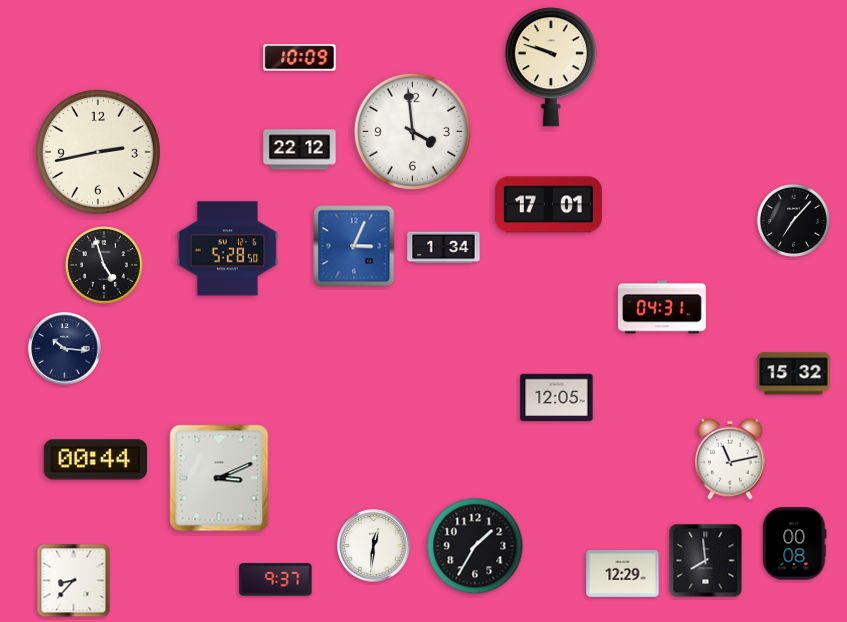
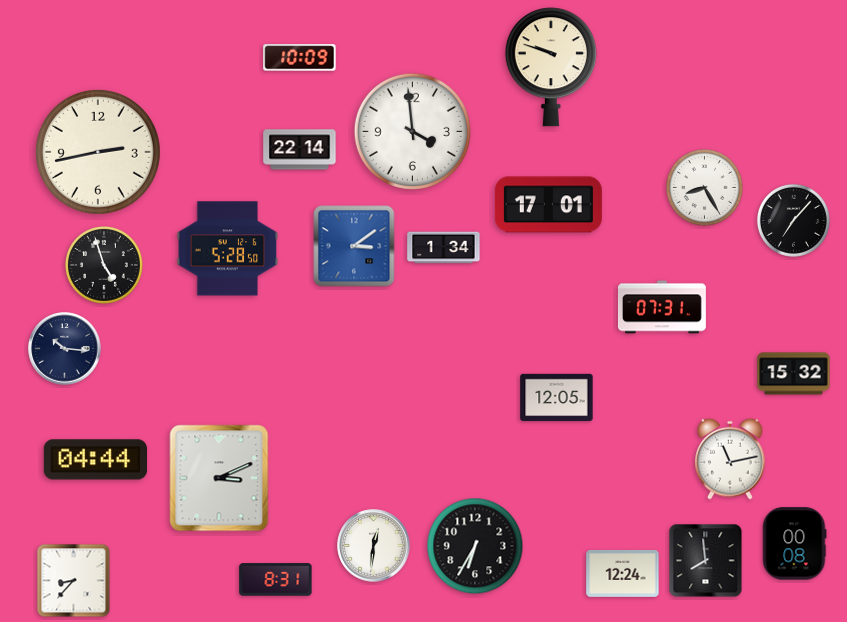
clock at (300, 150): 22:12 -> 22:14
clock at (705, 188): none -> 8:25
clock at (354, 246): 3:04 -> 3:09
clock at (662, 307): 04:31 -> 07:31
clock at (96, 460): 00:44 -> 04:44
clock at (475, 546): 1:35 -> 6:35
clock at (623, 573): 12:29 -> 12:24
clock at (276, 580): 9:37 -> 8:31
